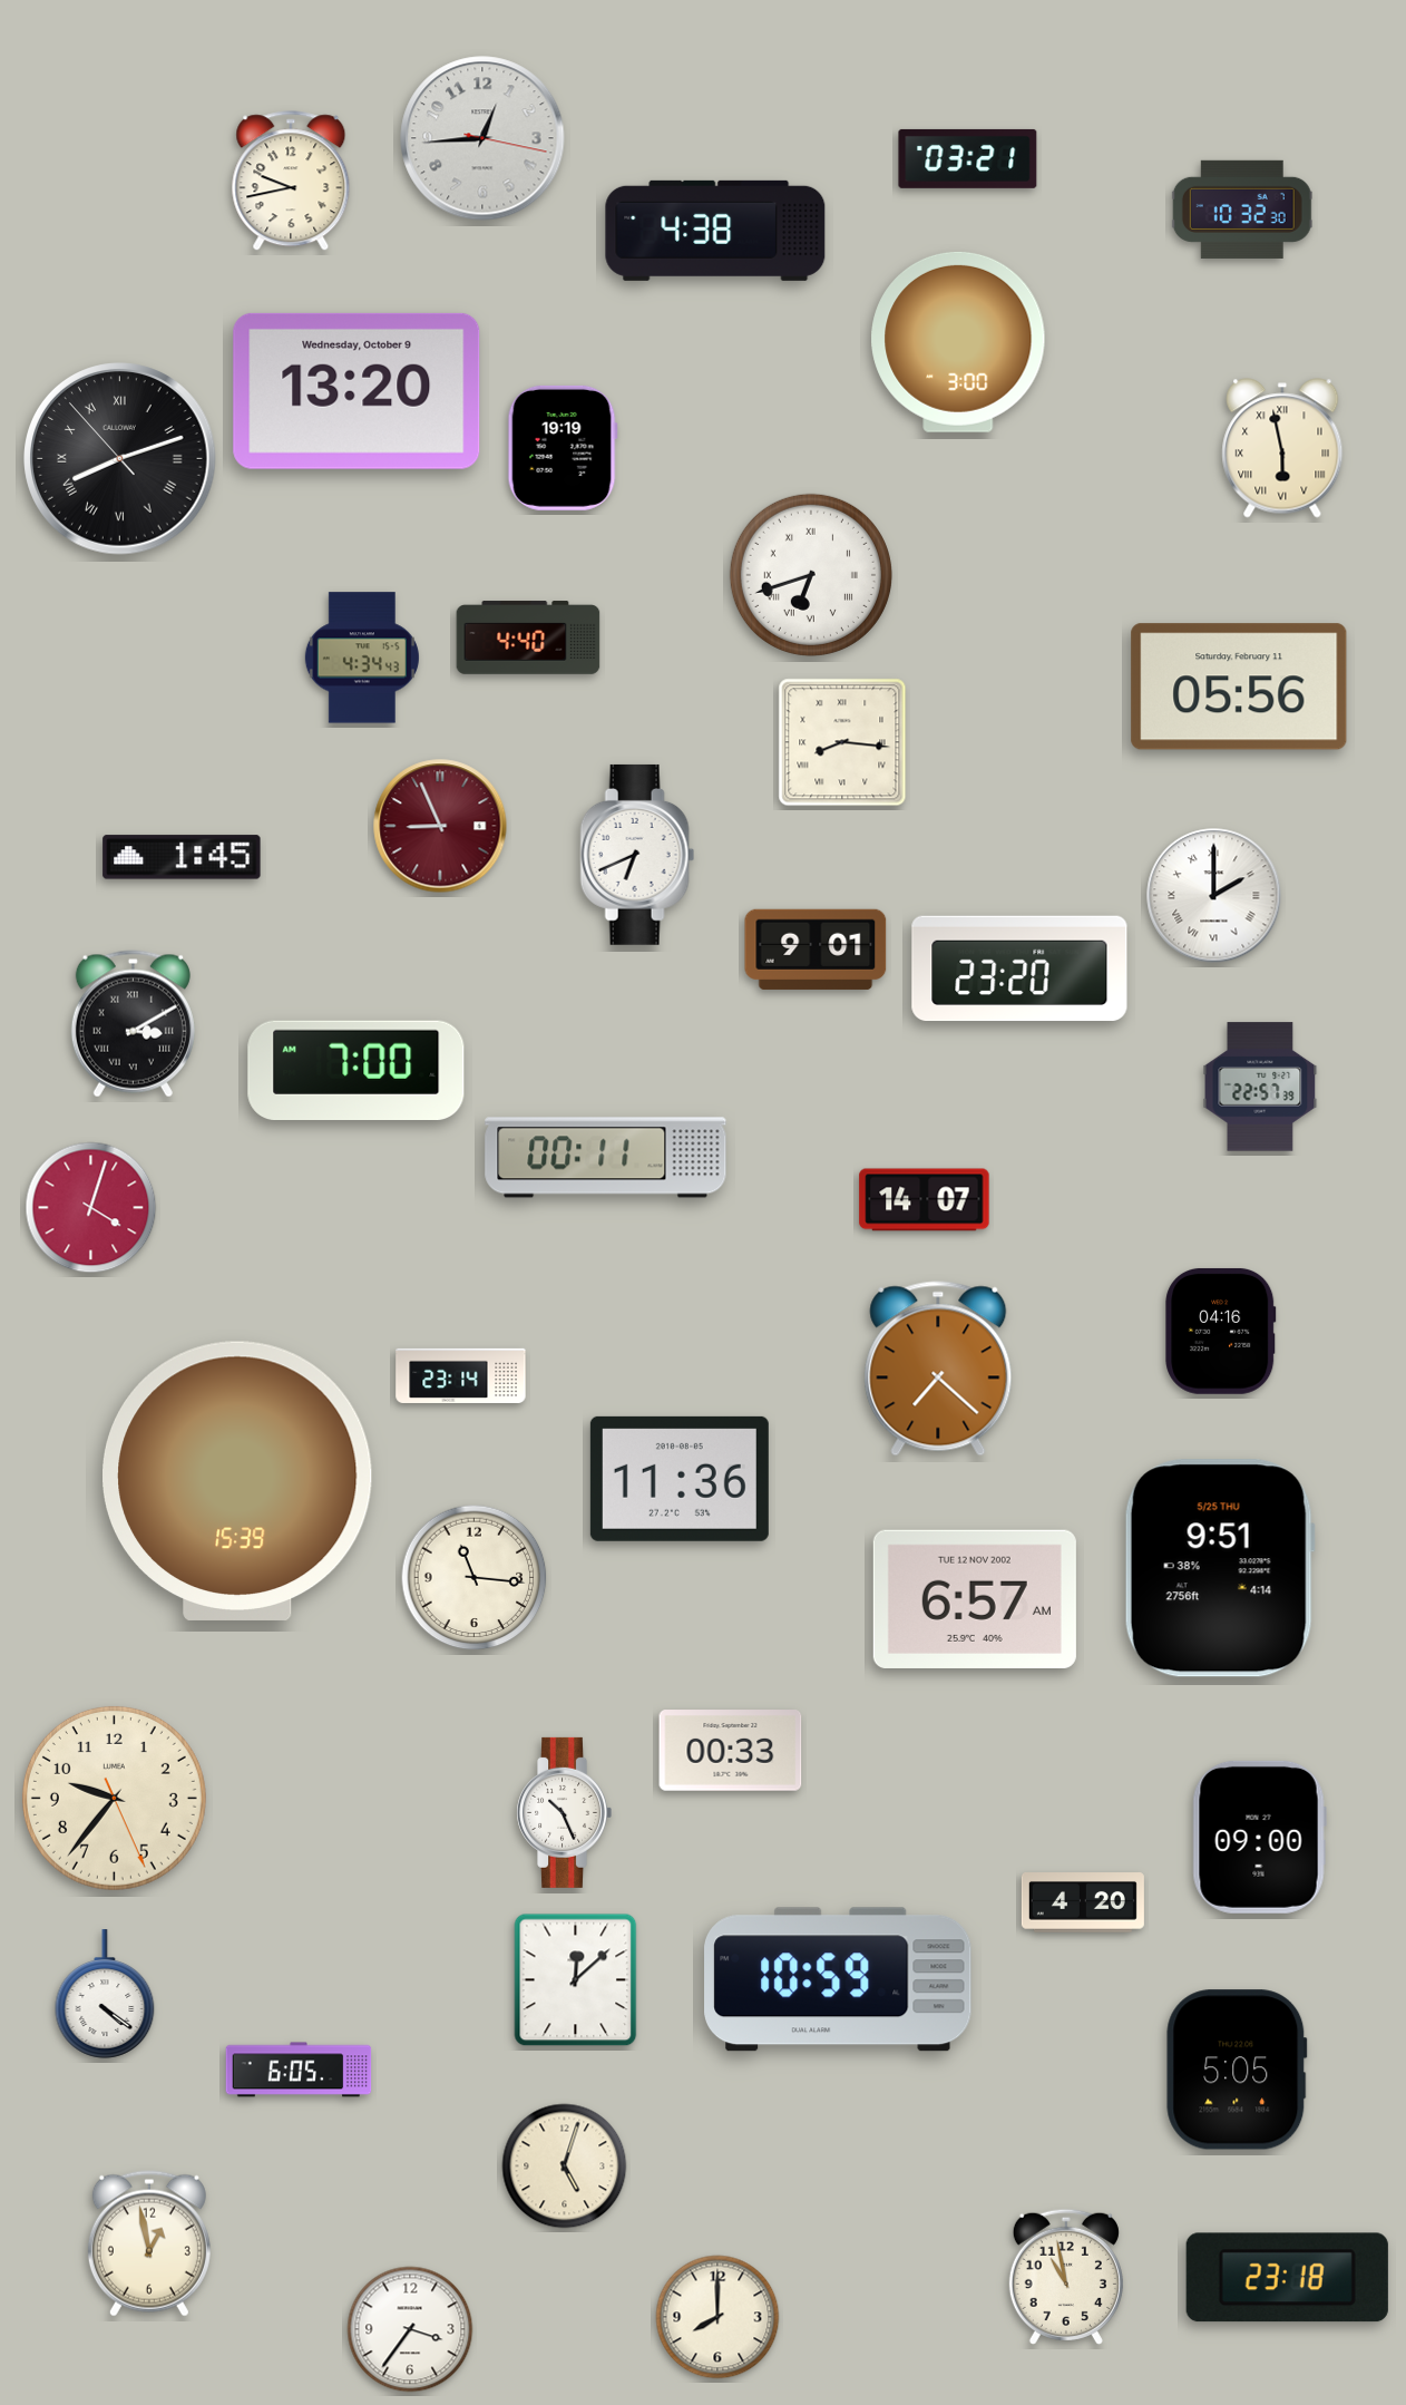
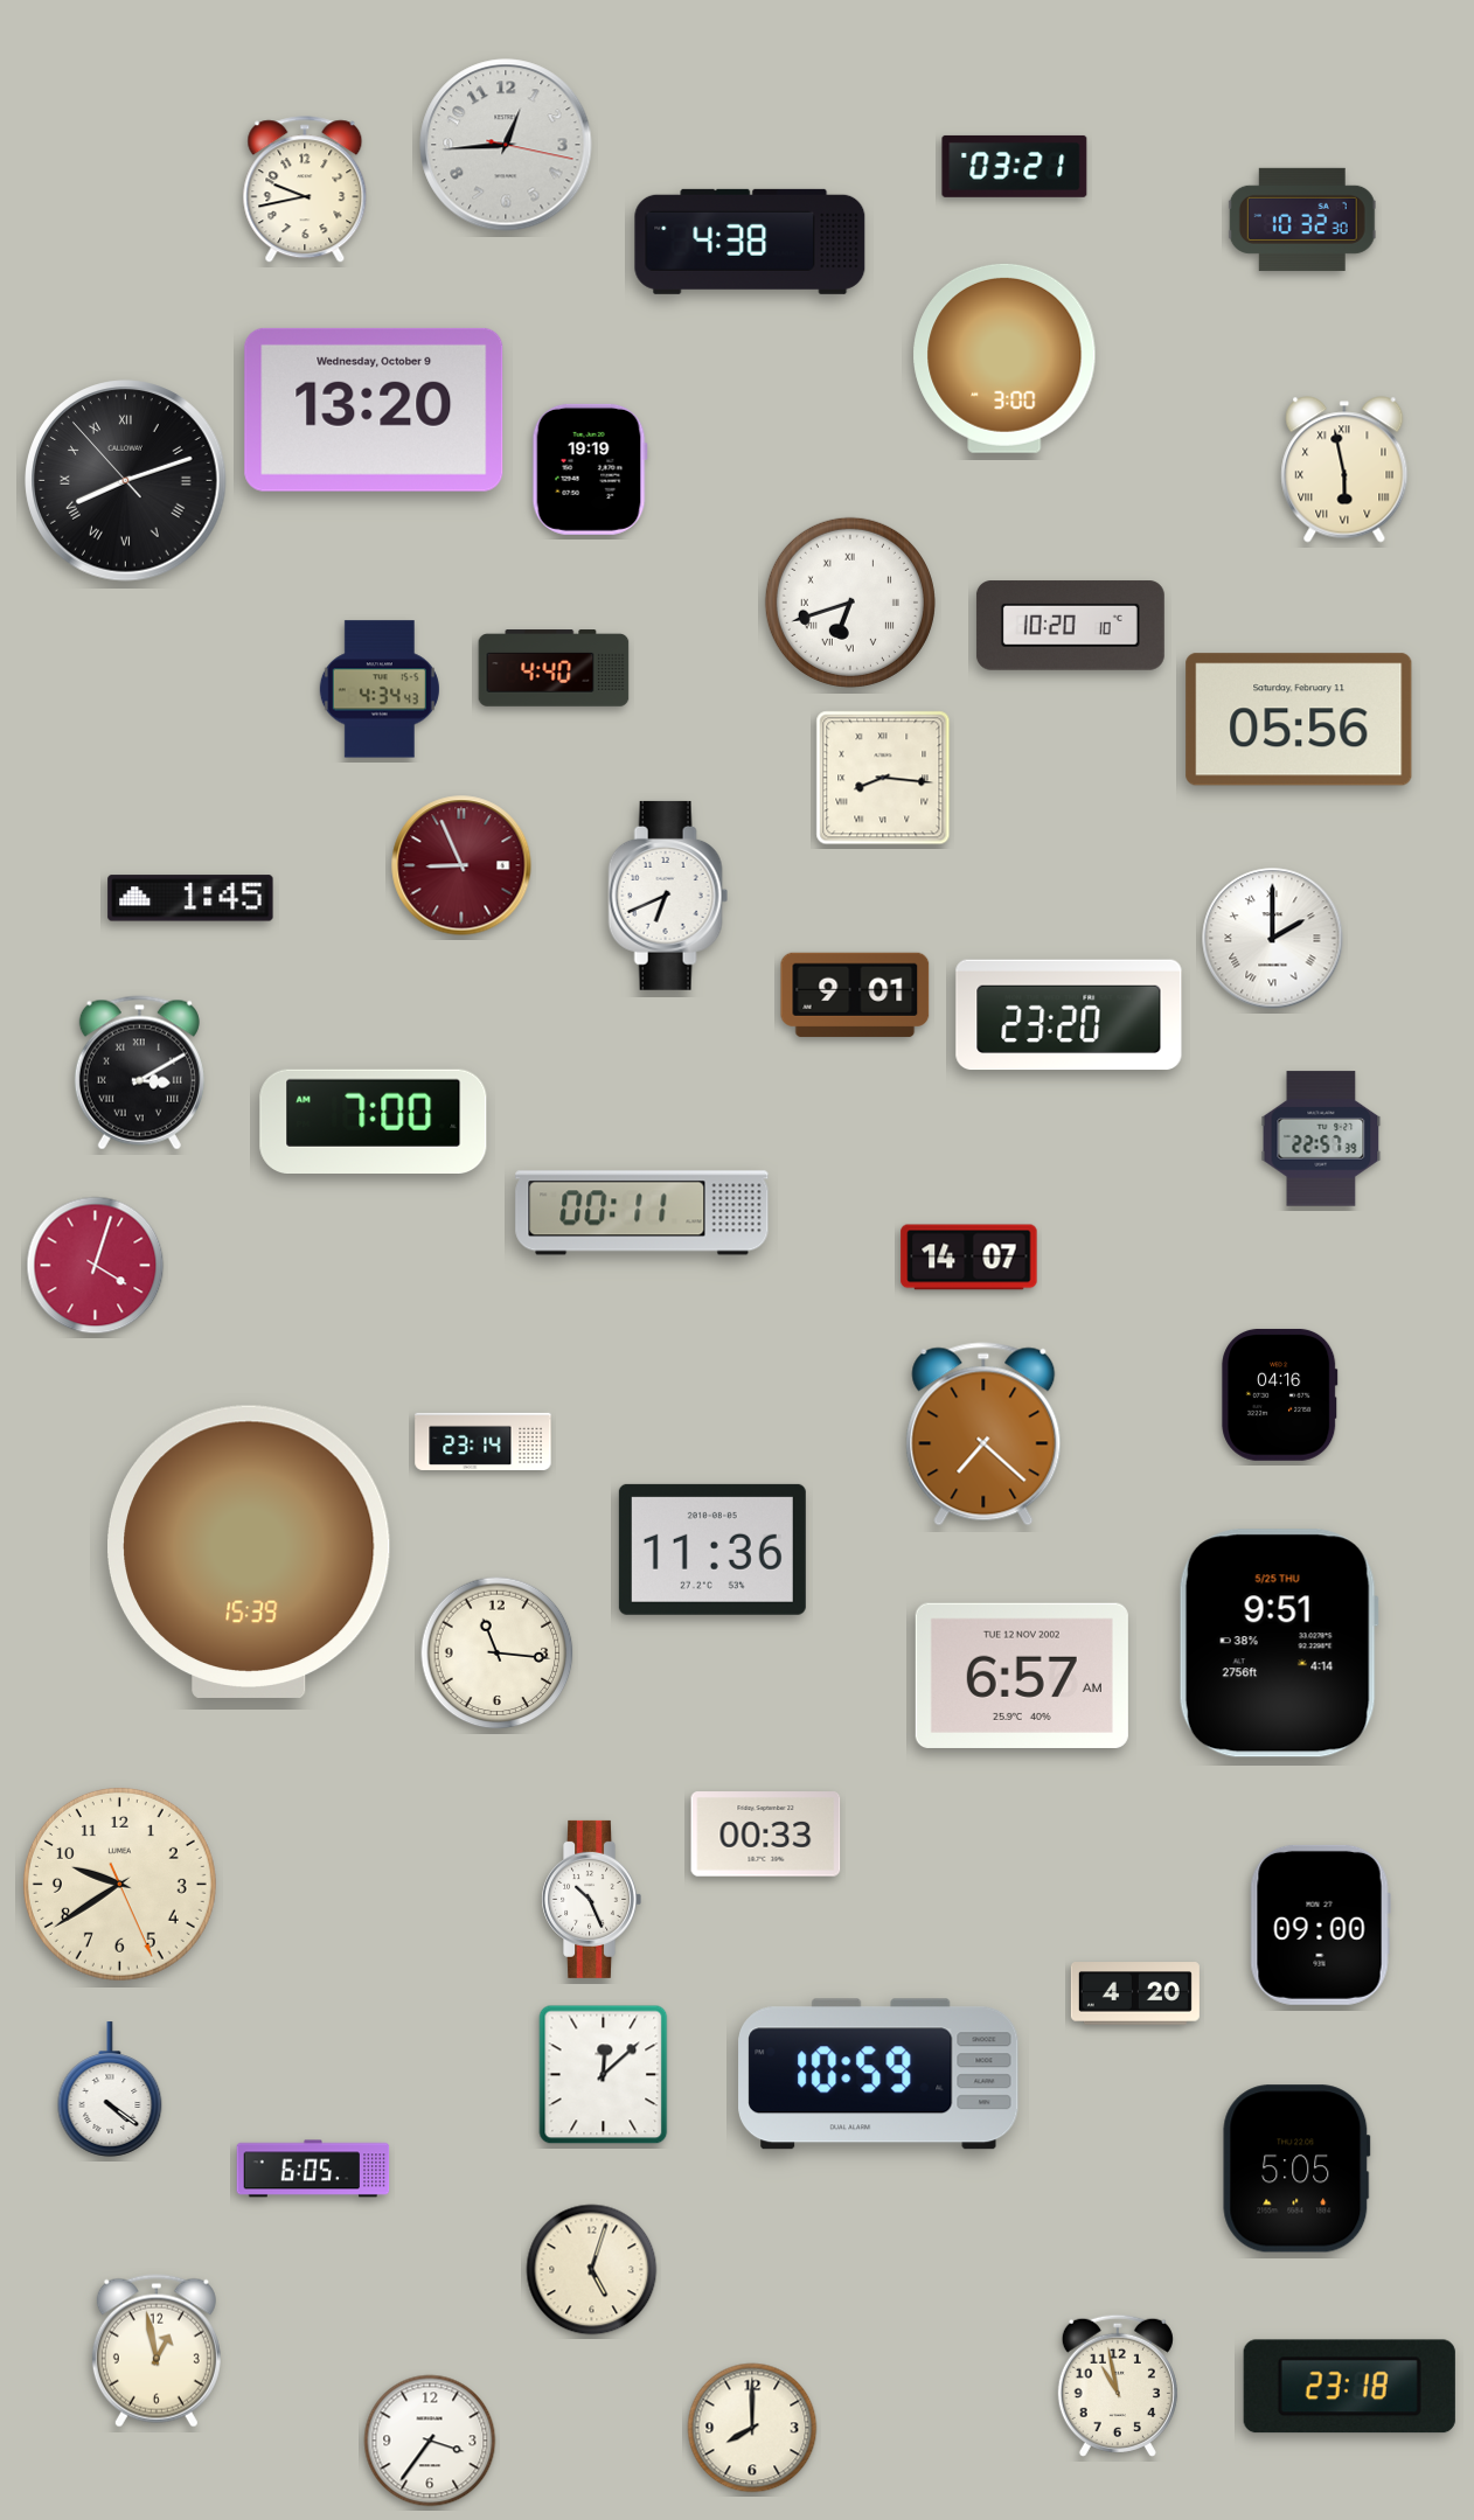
clock at (1070, 626): none -> 10:20
clock at (606, 1158) position: (606, 1158) -> (642, 1213)
clock at (114, 1798): 9:36 -> 9:39
